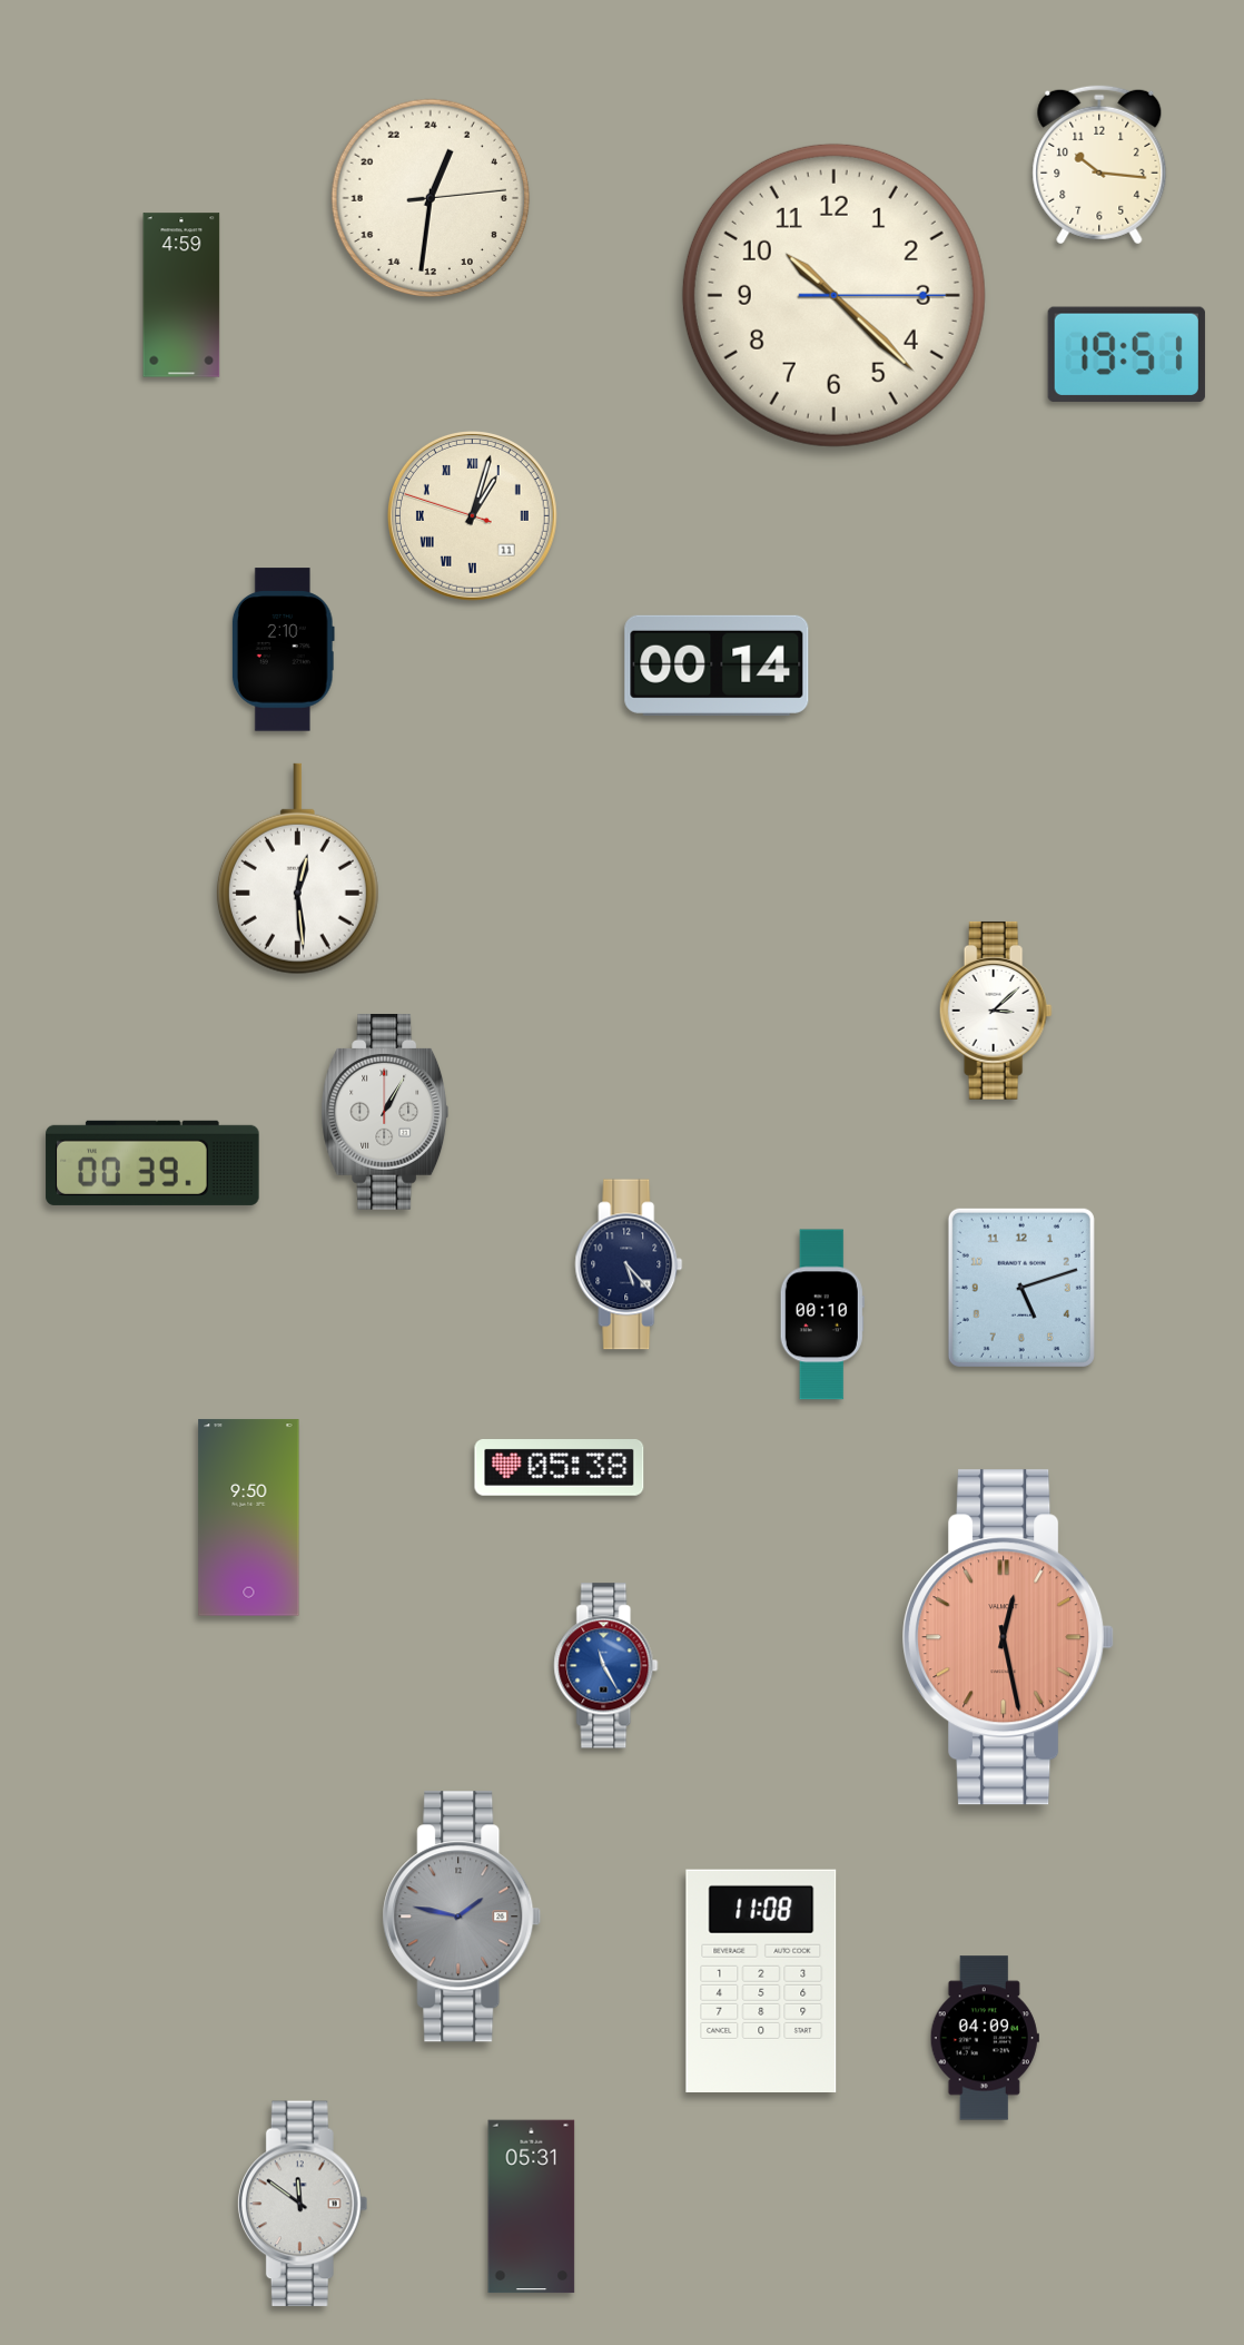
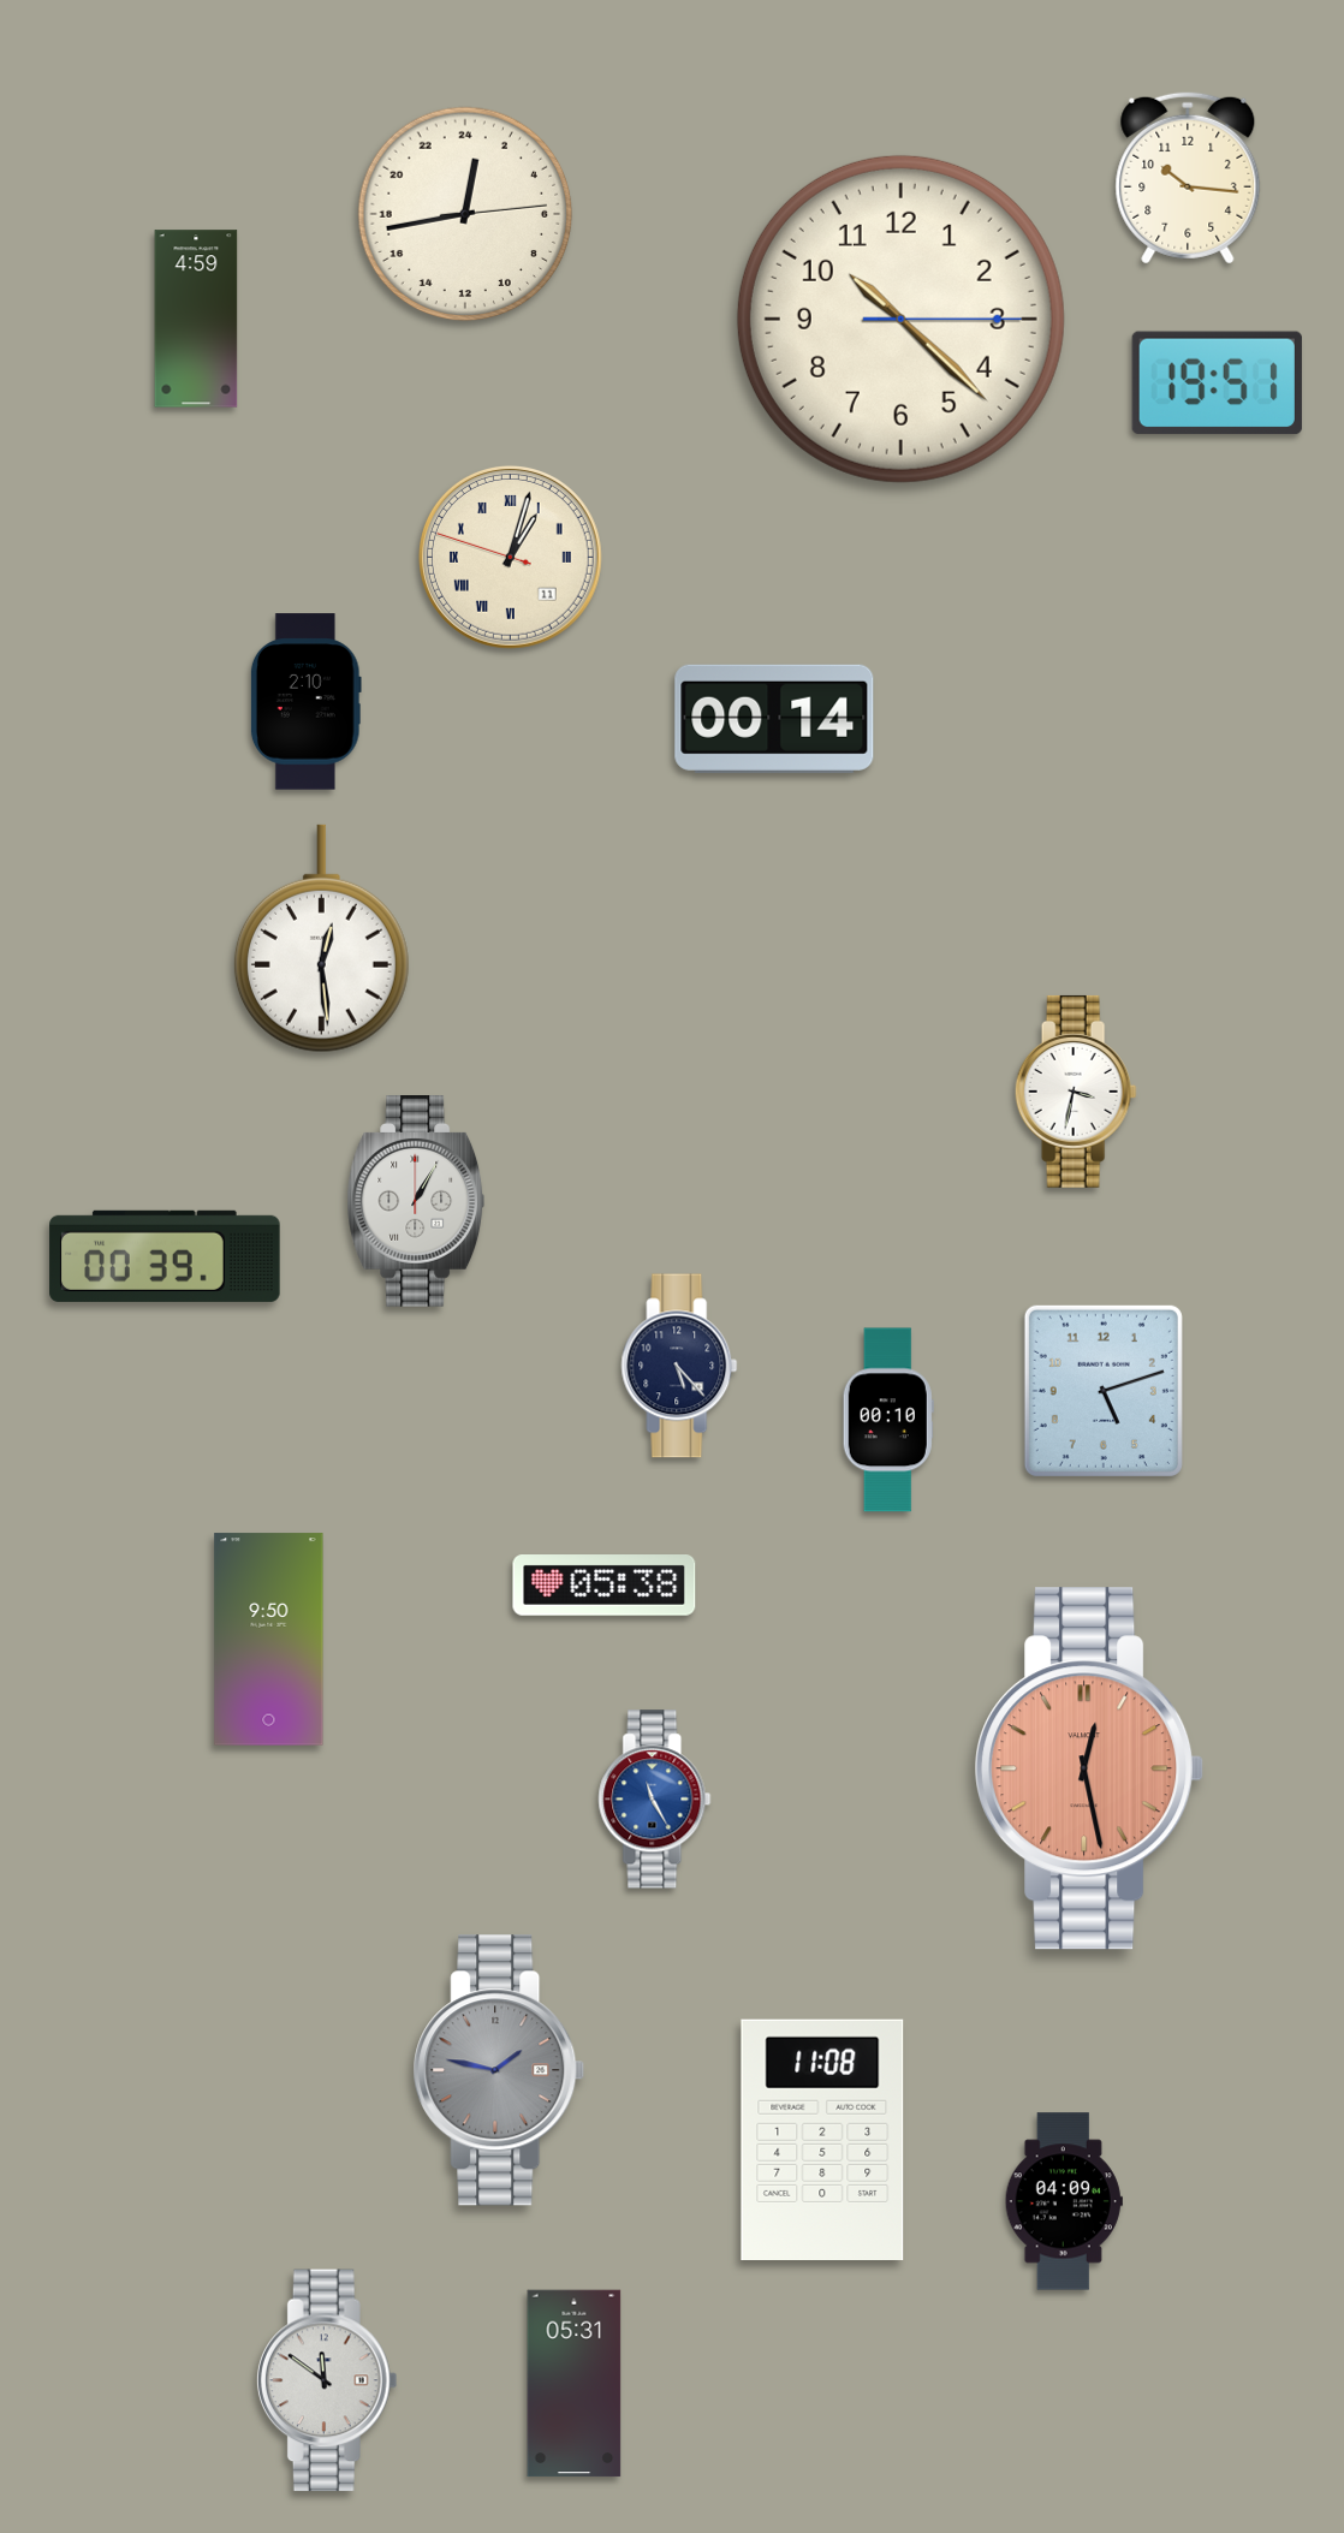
clock at (431, 198): 1:31 -> 0:43
clock at (996, 1011): 3:08 -> 3:32
